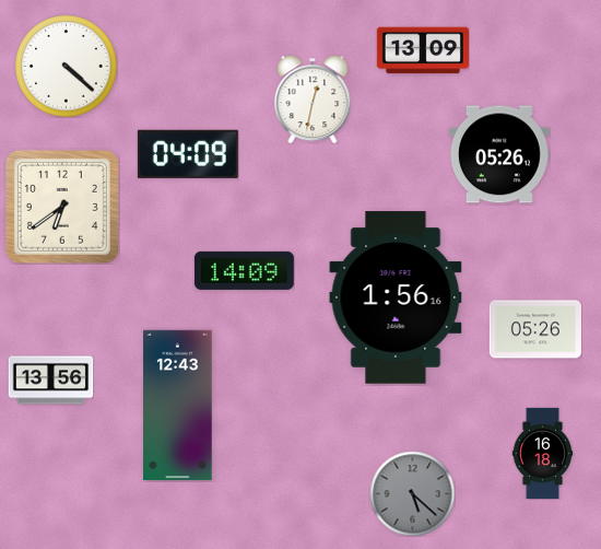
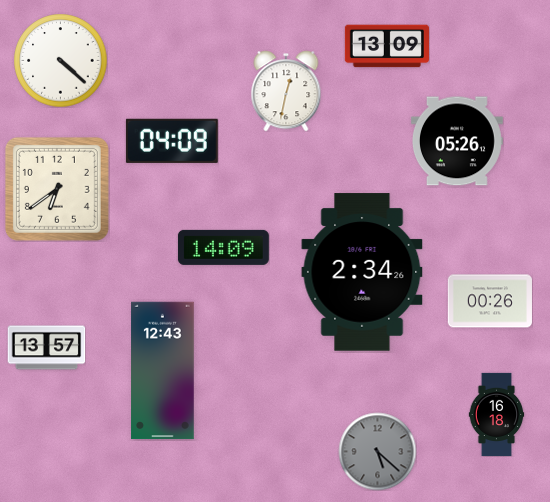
clock at (396, 297): 1:56 -> 2:34
clock at (535, 329): 05:26 -> 00:26
clock at (50, 381): 13:56 -> 13:57
